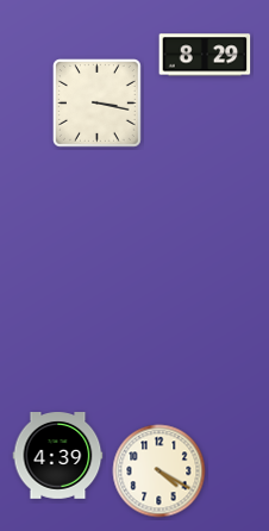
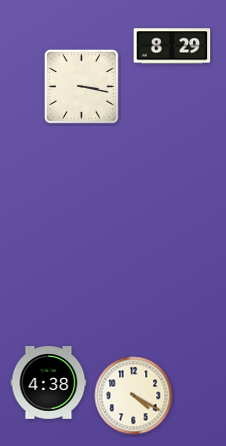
clock at (58, 456): 4:39 -> 4:38
